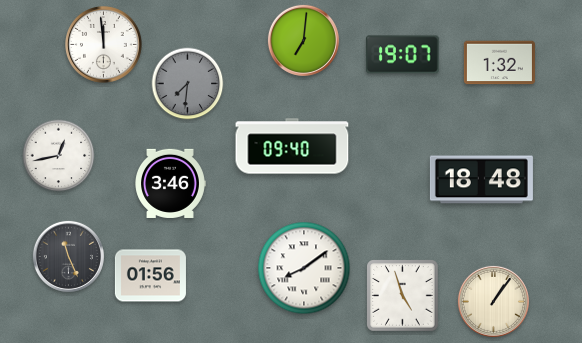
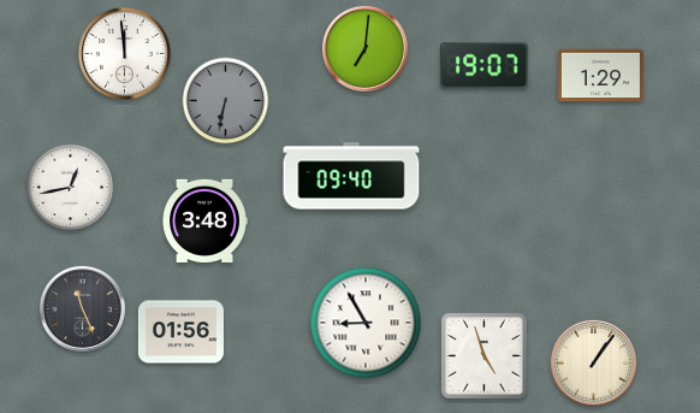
clock at (499, 63): 1:32 -> 1:29
clock at (188, 84): 7:31 -> 6:32
clock at (481, 180): 18:48 -> none
clock at (170, 183): 3:46 -> 3:48
clock at (304, 268): 8:09 -> 8:55
